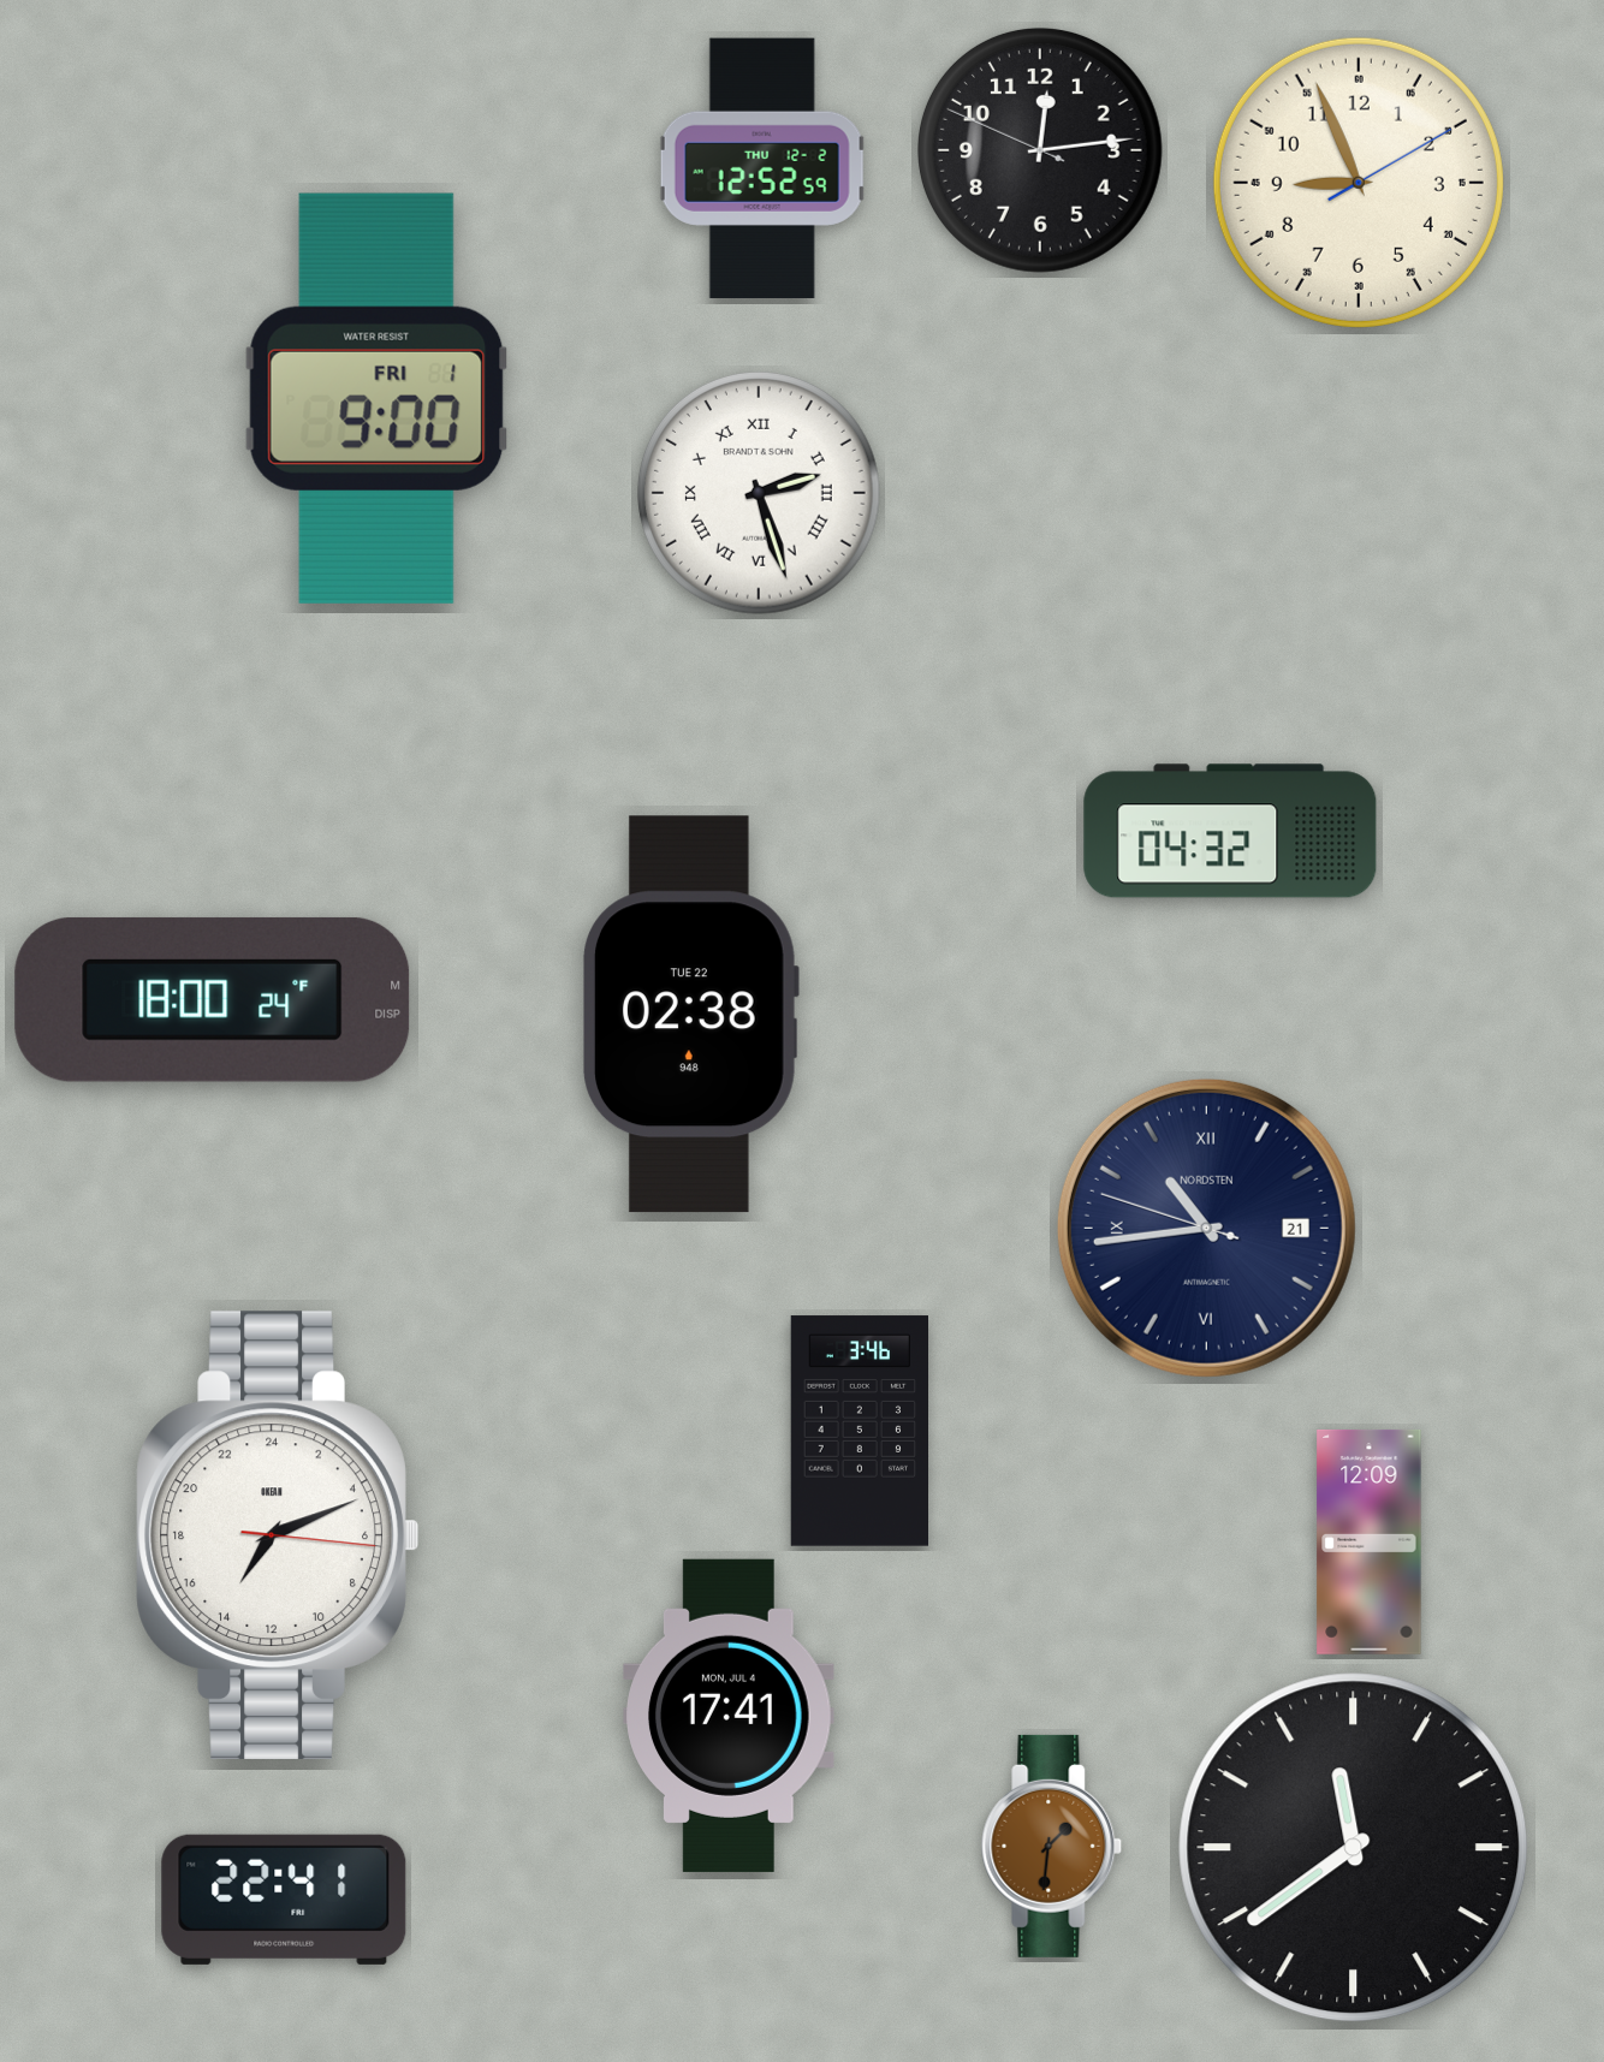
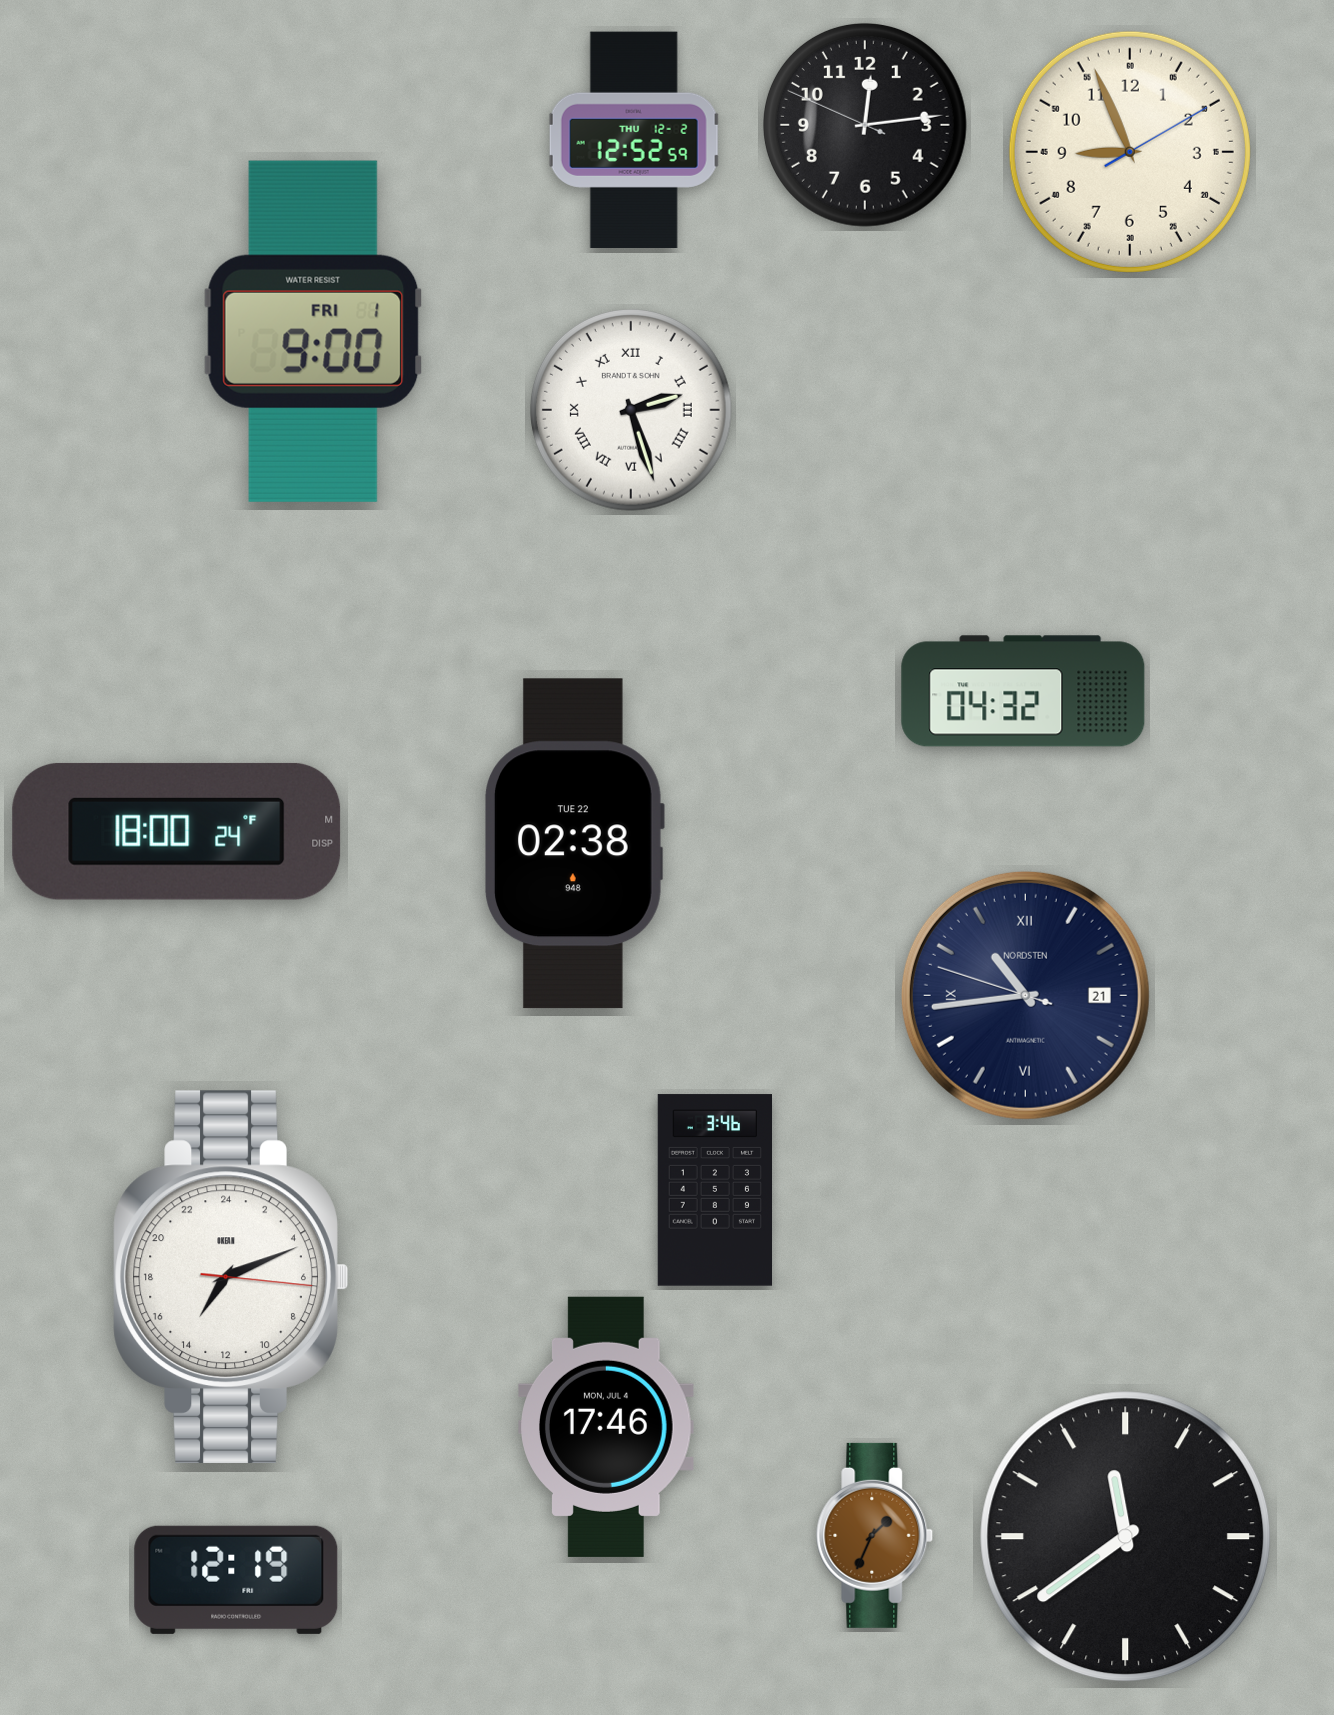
clock at (1206, 1228) position: (1206, 1228) -> (1025, 995)
clock at (1370, 1541): 12:09 -> none
clock at (729, 1716): 17:41 -> 17:46
clock at (1052, 1846): 1:31 -> 1:34
clock at (284, 1900): 22:41 -> 12:19
